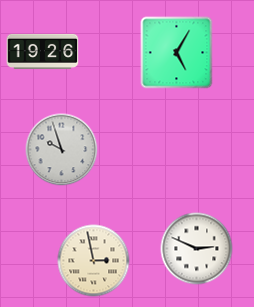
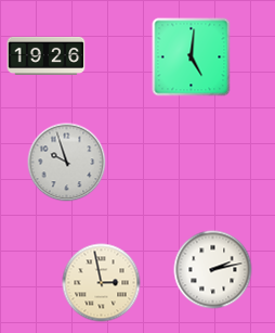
clock at (177, 53): 5:05 -> 5:01
clock at (197, 249): 2:49 -> 2:13
